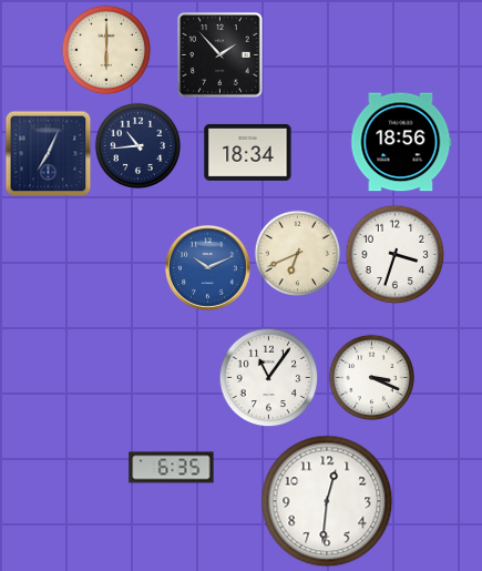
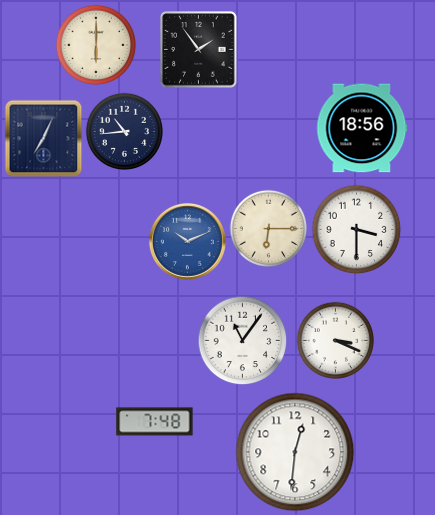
clock at (221, 55): 1:53 -> 1:54
clock at (248, 152): 18:34 -> none
clock at (297, 253): 6:41 -> 6:15
clock at (394, 254): 3:33 -> 3:30
clock at (172, 468): 6:35 -> 7:48
